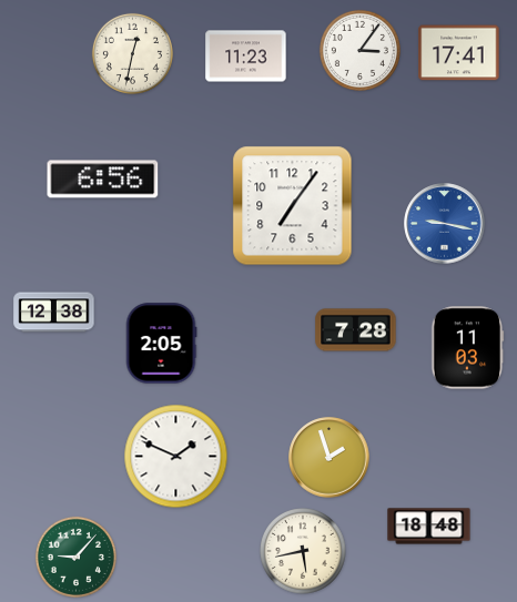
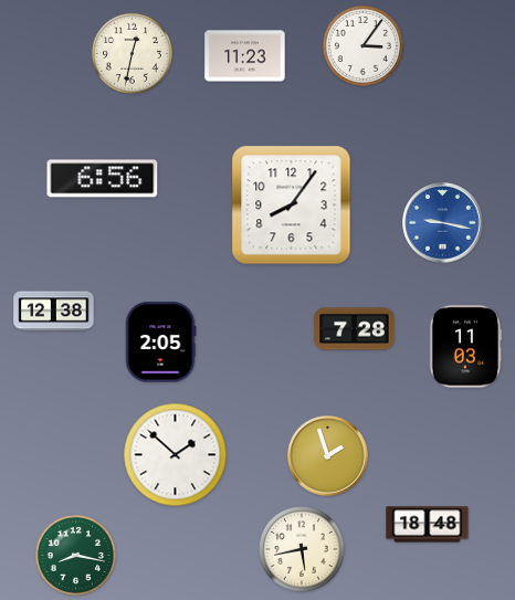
clock at (359, 50) position: (359, 50) -> (362, 45)
clock at (459, 53): 17:41 -> none
clock at (293, 206): 7:06 -> 8:06
clock at (176, 457): 1:49 -> 1:52
clock at (75, 557): 9:07 -> 8:17
